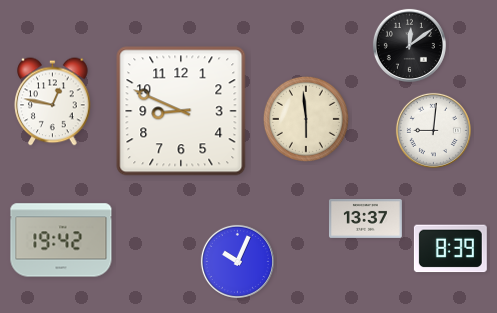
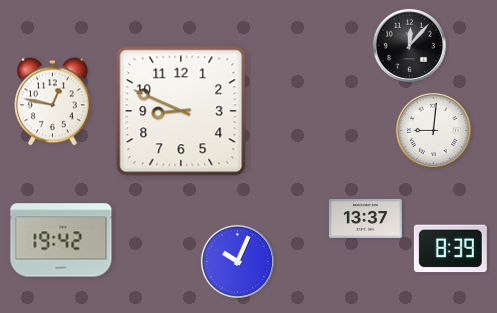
clock at (409, 45): 12:09 -> 12:07
clock at (306, 119): 5:59 -> none
